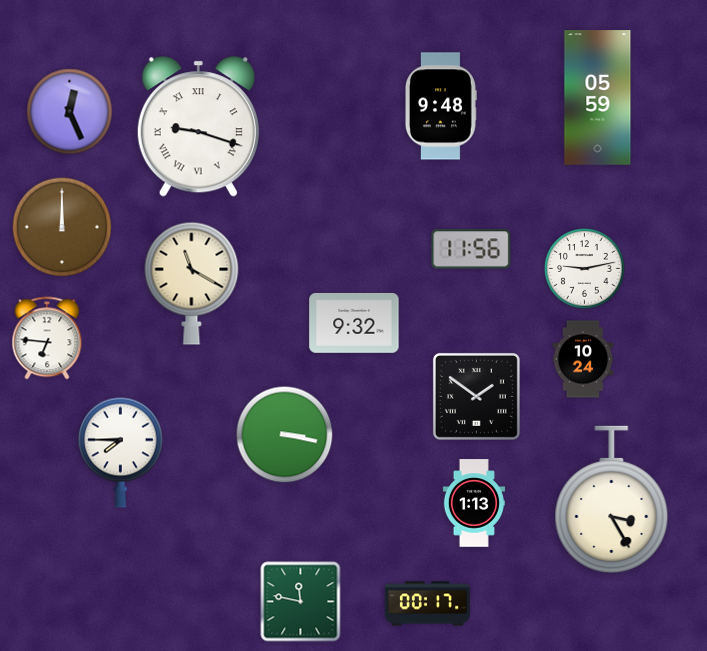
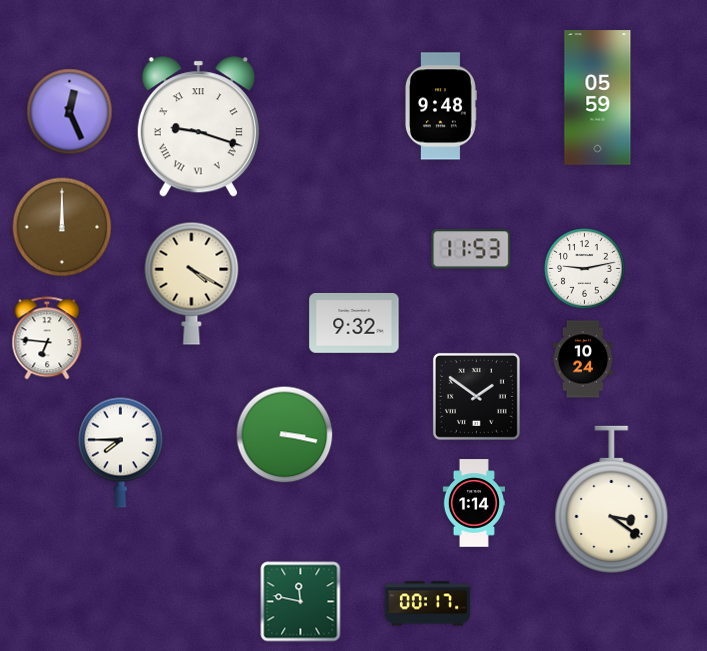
clock at (471, 249): 11:56 -> 11:53
clock at (192, 283): 11:20 -> 4:20
clock at (612, 499): 3:25 -> 3:21
clock at (473, 503): 1:13 -> 1:14
